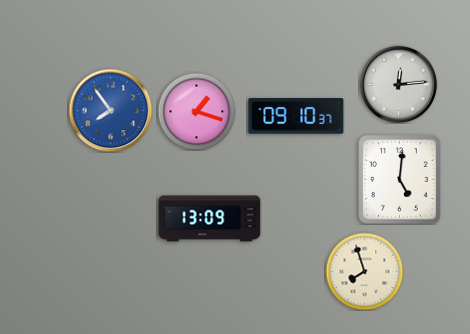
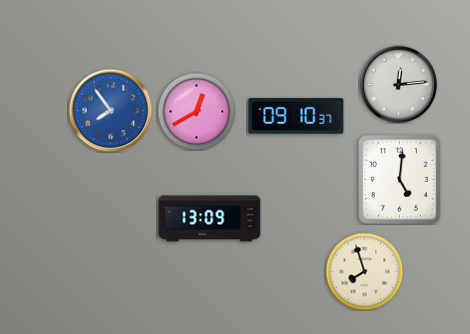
clock at (196, 111): 1:18 -> 12:40
